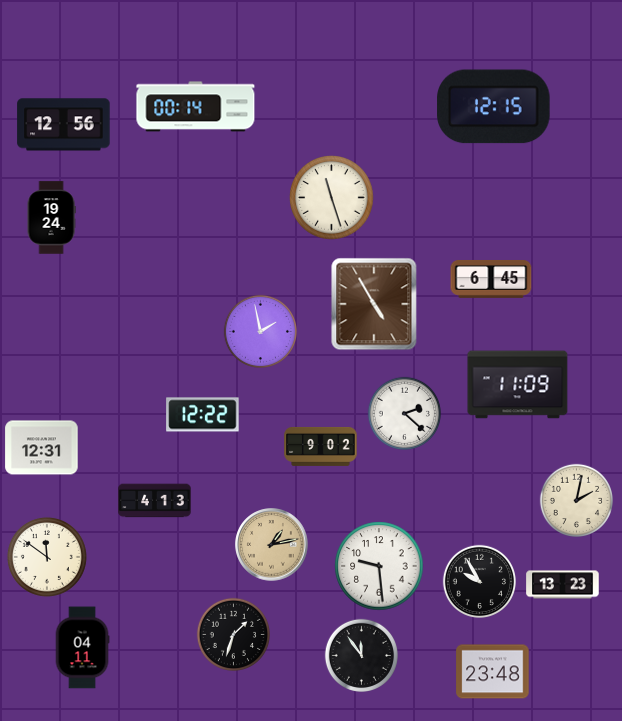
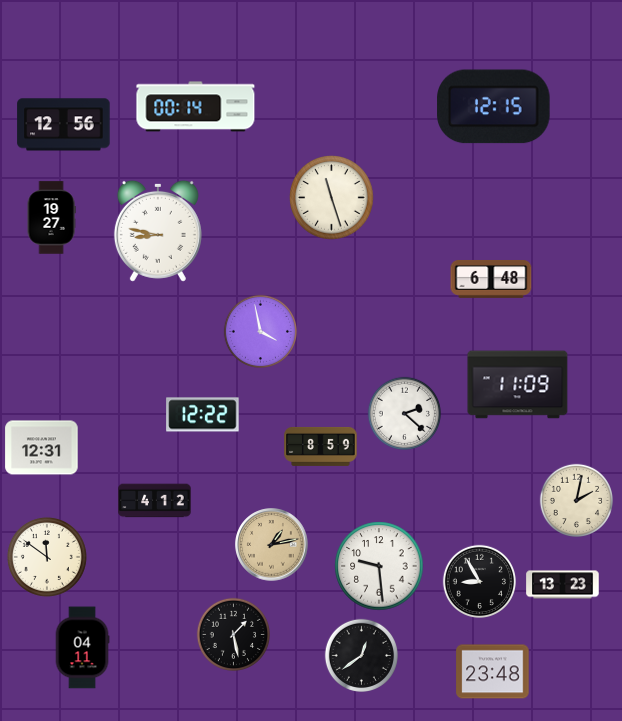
clock at (51, 218): 19:24 -> 19:27
clock at (158, 231): none -> 8:47
clock at (491, 279): 6:45 -> 6:48
clock at (374, 304): 4:55 -> none
clock at (260, 331): 1:58 -> 3:58
clock at (321, 446): 9:02 -> 8:59
clock at (155, 501): 4:13 -> 4:12
clock at (479, 581): 9:55 -> 8:55
clock at (233, 634): 1:33 -> 1:28
clock at (361, 655): 11:54 -> 12:39
